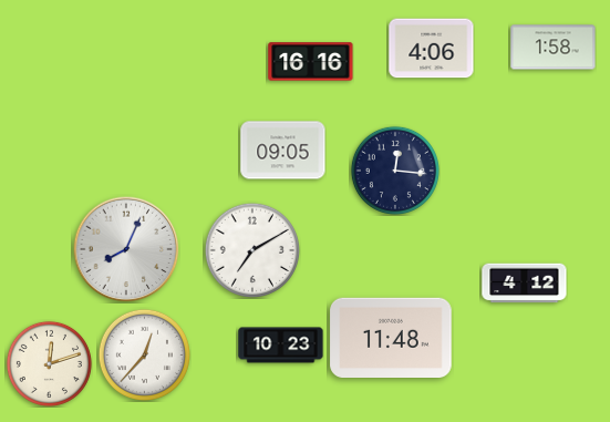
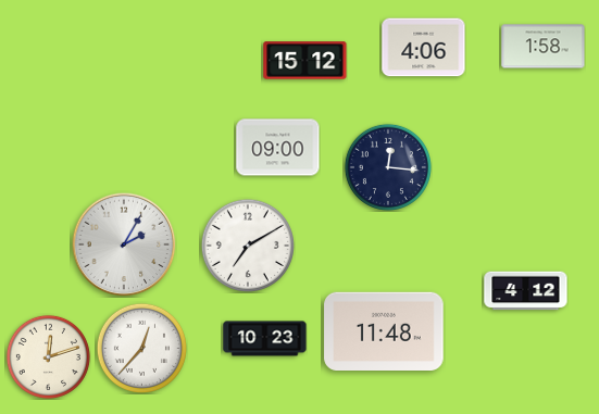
clock at (311, 62): 16:16 -> 15:12
clock at (283, 151): 09:05 -> 09:00
clock at (126, 249): 8:04 -> 2:05
clock at (525, 284) position: (525, 284) -> (526, 291)
clock at (281, 346) position: (281, 346) -> (265, 339)
